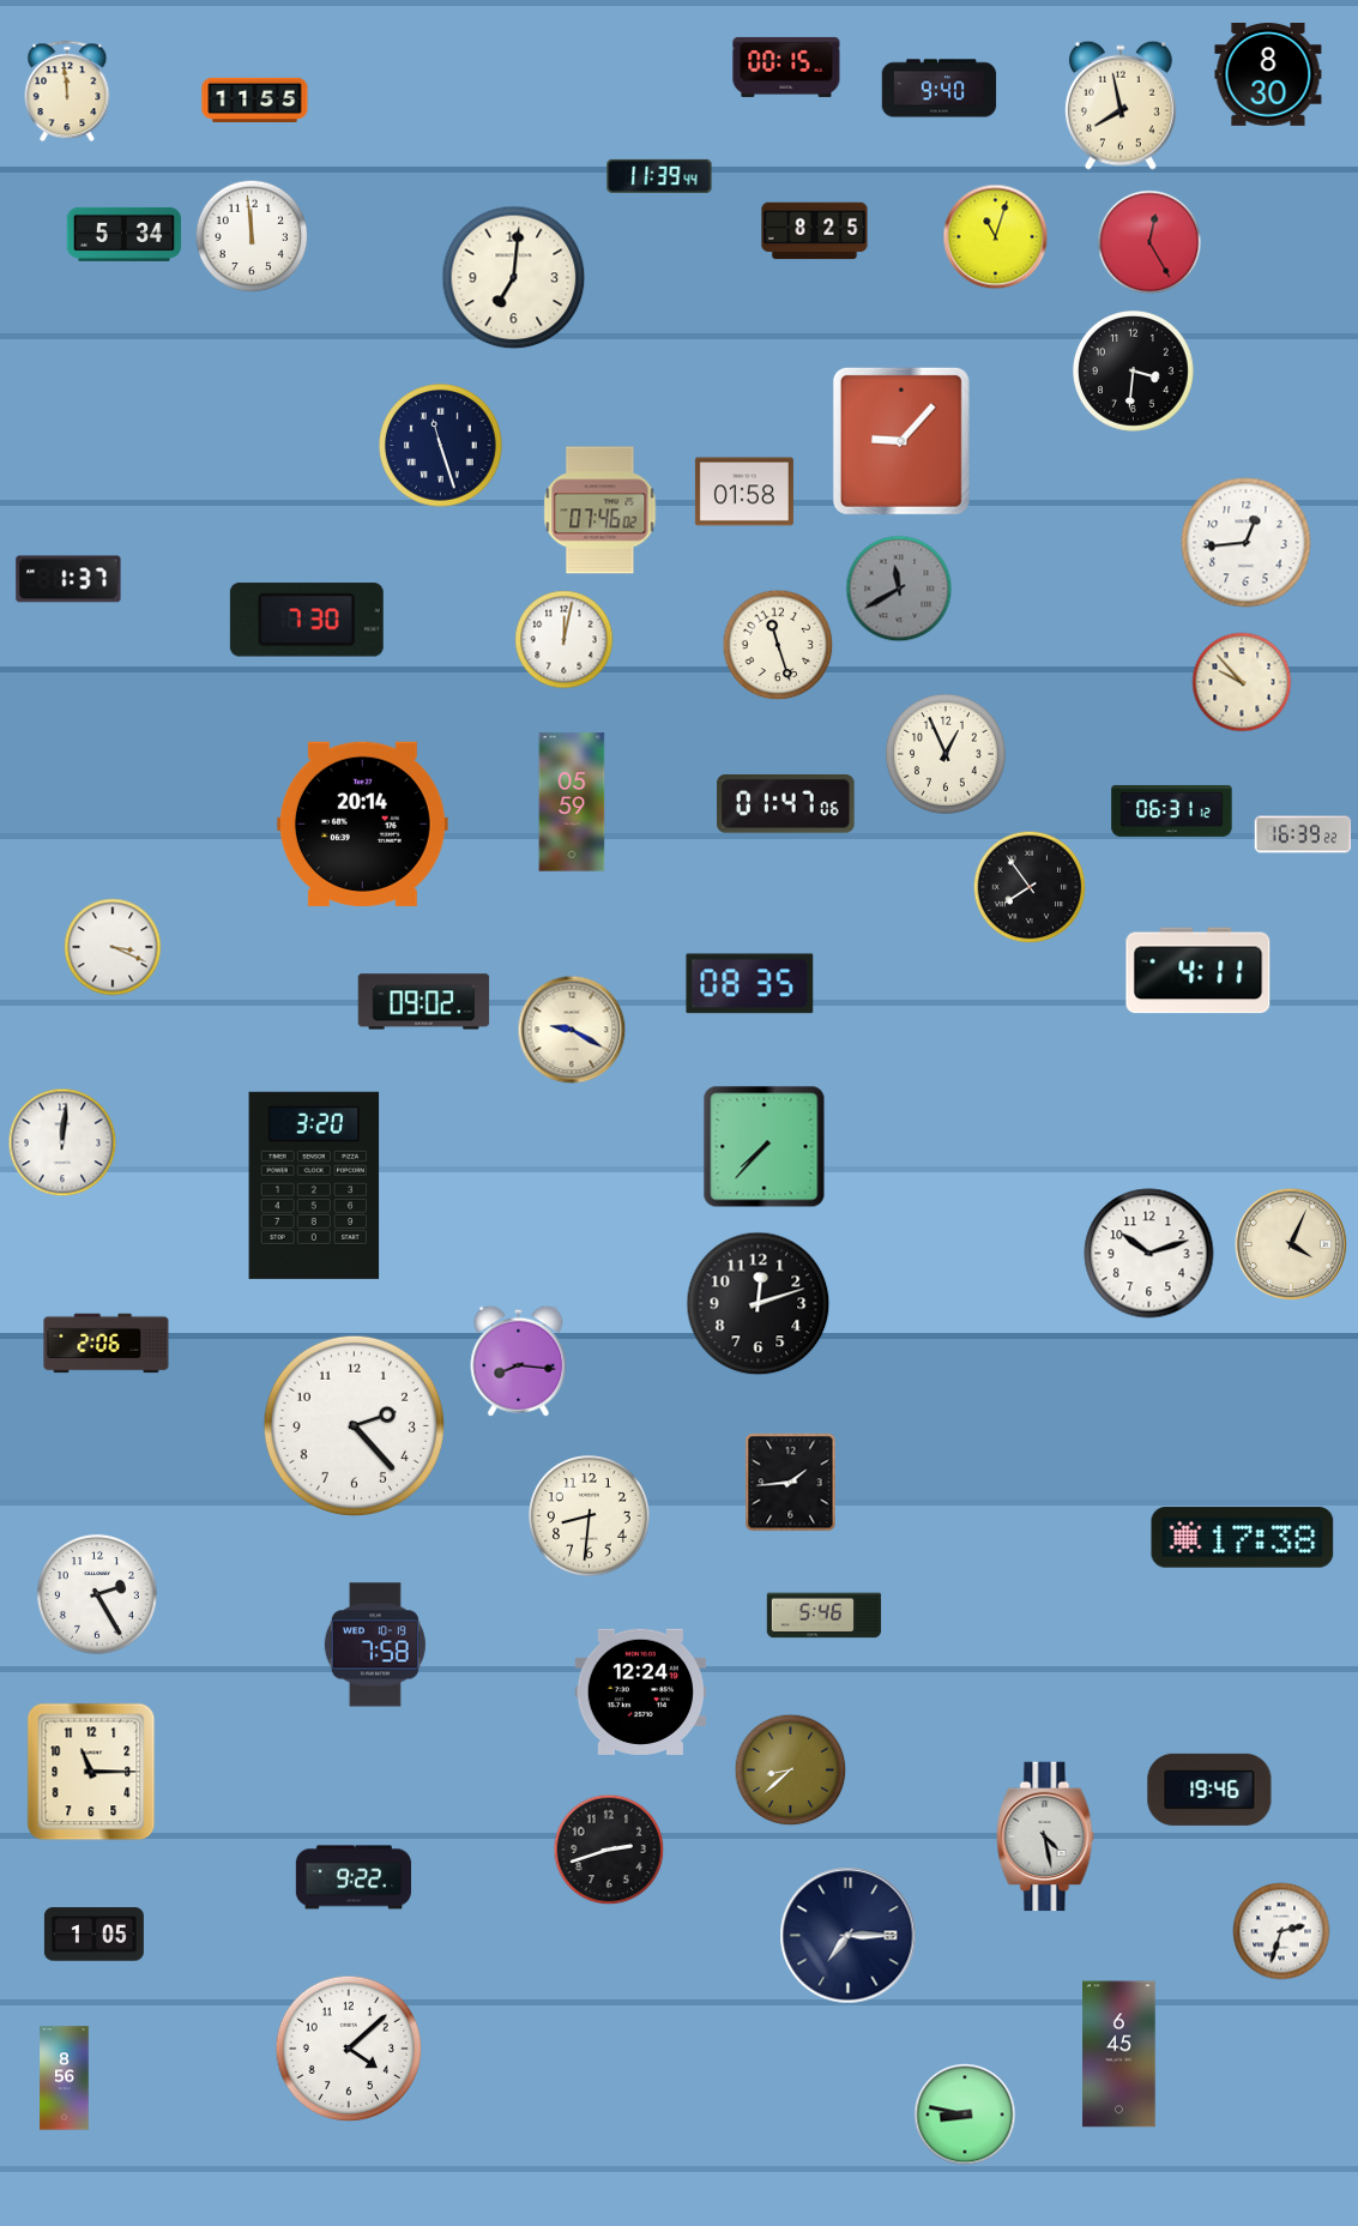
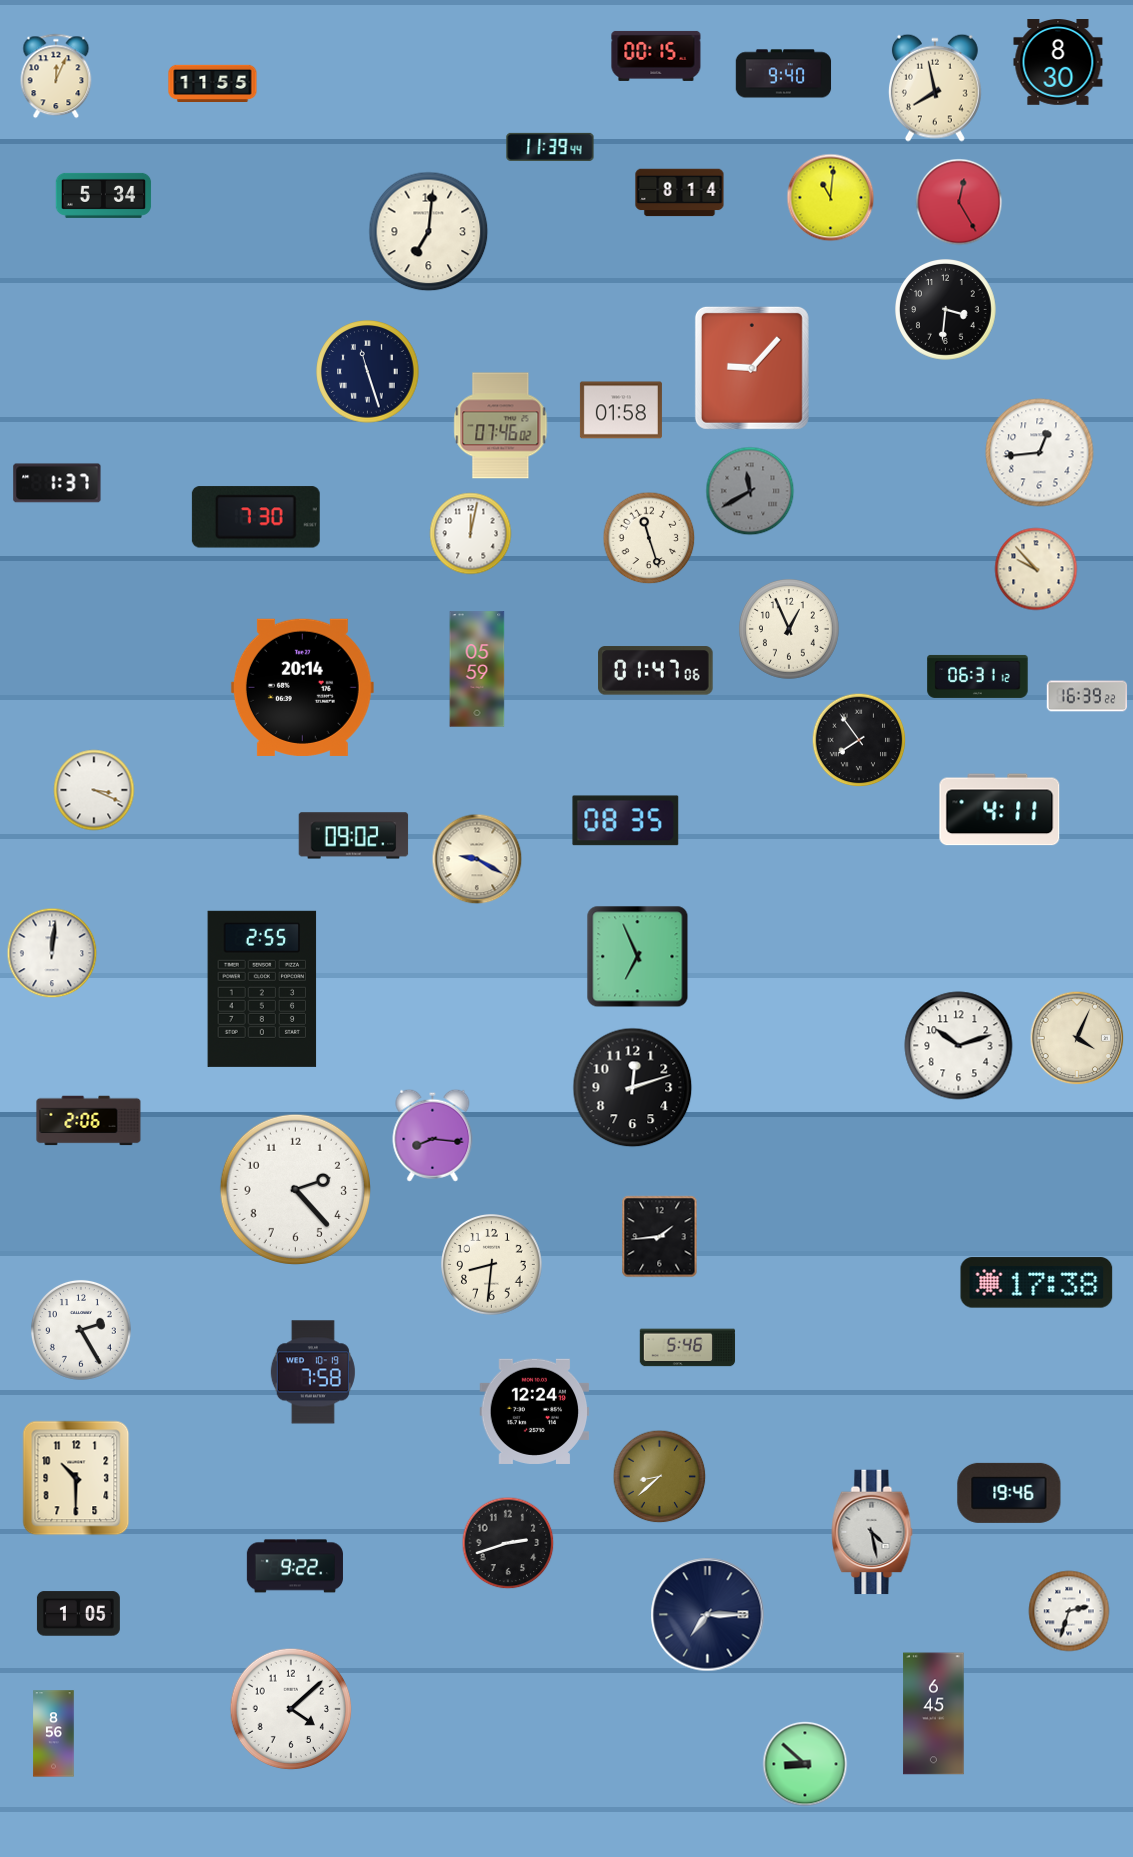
clock at (67, 91): 11:59 -> 12:04
clock at (815, 231): 8:25 -> 8:14
clock at (252, 236): 11:59 -> none
clock at (996, 237): 11:03 -> 11:01
clock at (765, 1147): 7:37 -> 6:56
clock at (314, 1186): 3:20 -> 2:55
clock at (91, 1772): 11:15 -> 10:30
clock at (965, 2115): 8:47 -> 8:52
